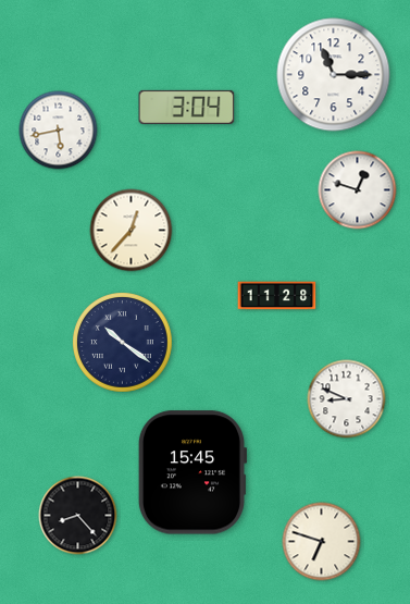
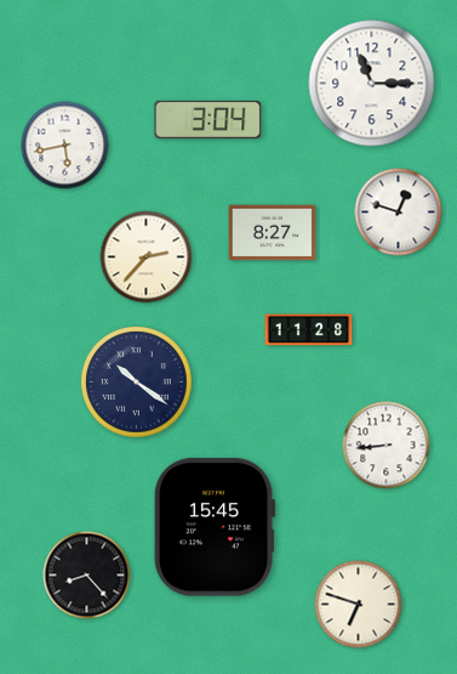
clock at (273, 233): none -> 8:27
clock at (132, 231): 12:37 -> 2:37
clock at (347, 399): 8:49 -> 8:44
